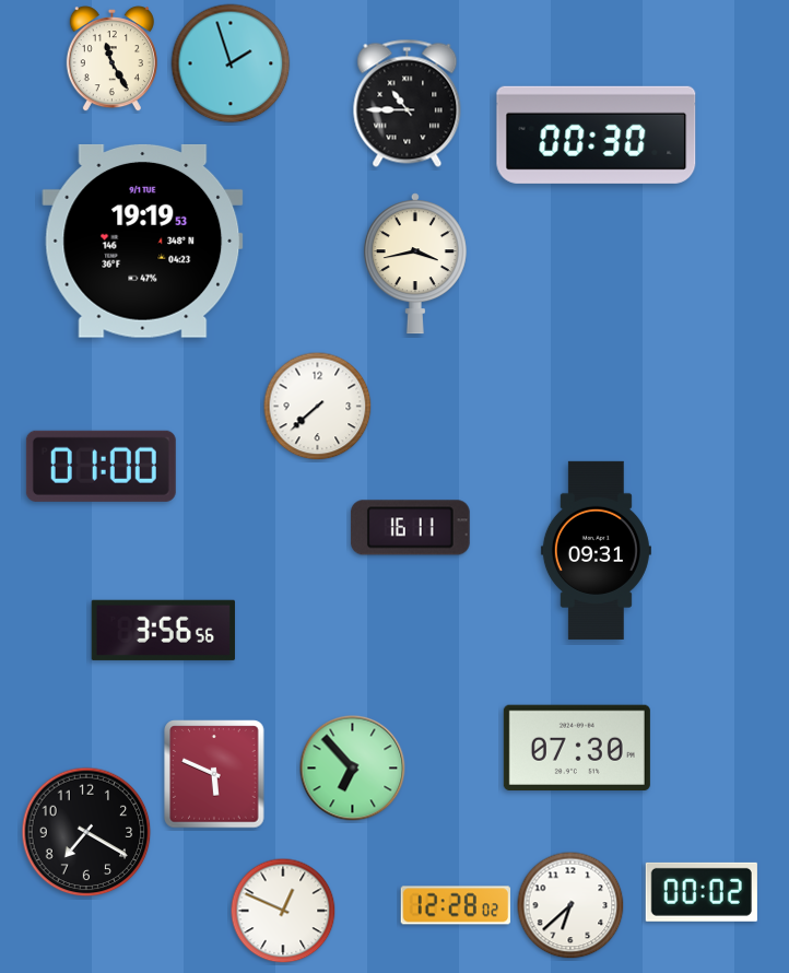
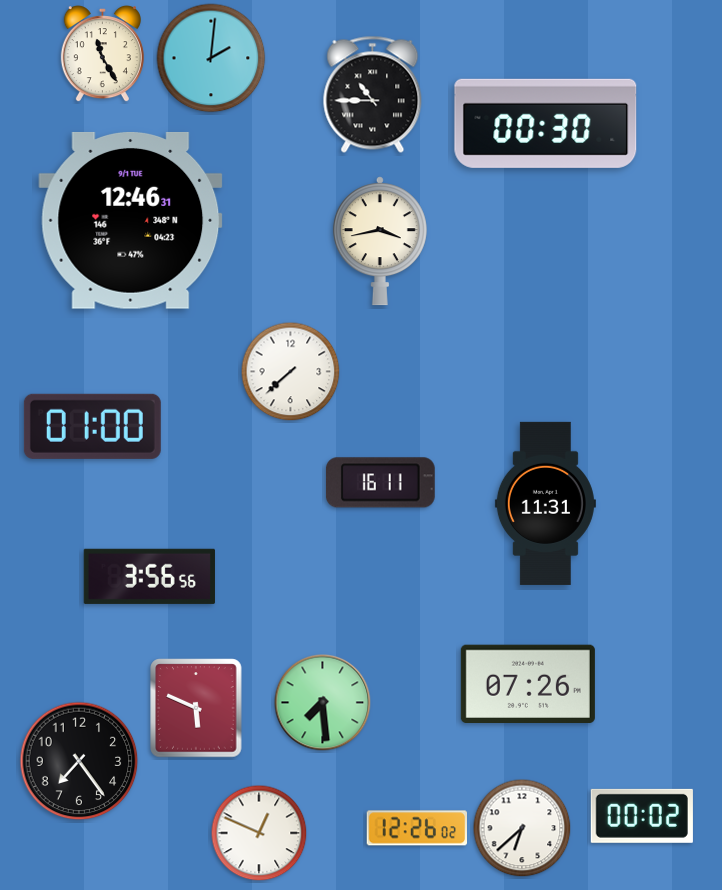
clock at (231, 63): 1:57 -> 2:01
clock at (143, 241): 19:19 -> 12:46
clock at (410, 528) position: (410, 528) -> (380, 483)
clock at (596, 550): 09:31 -> 11:31
clock at (577, 747): 07:30 -> 07:26
clock at (353, 769): 6:53 -> 7:29
clock at (86, 832): 7:20 -> 7:24
clock at (456, 905): 12:28 -> 12:26
